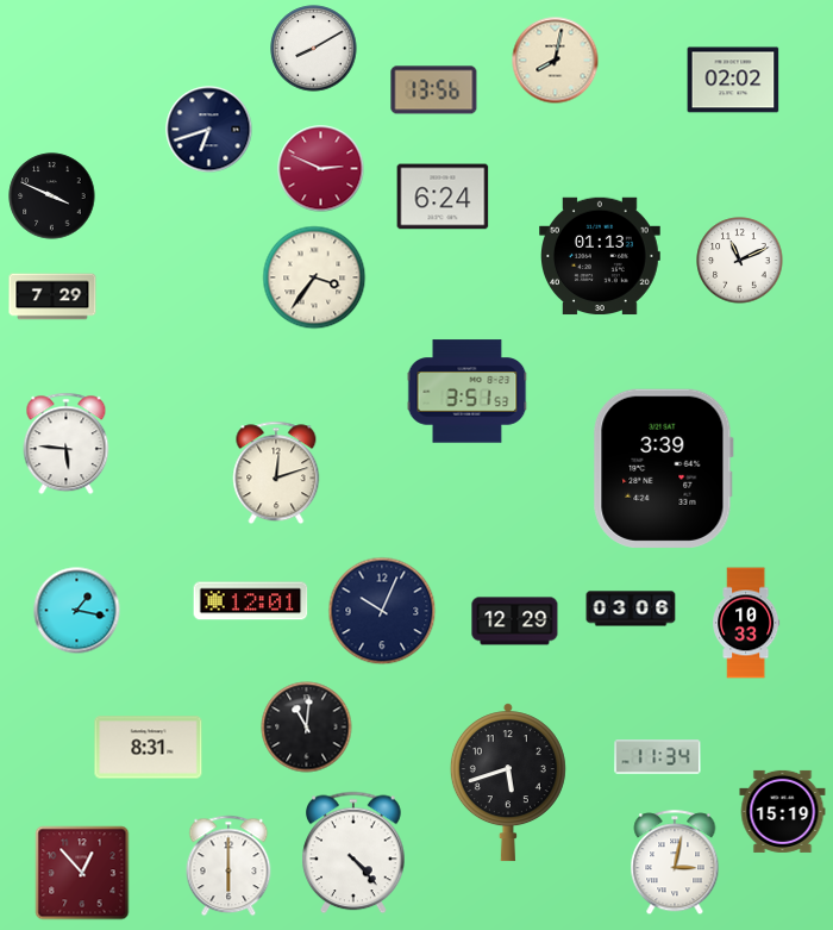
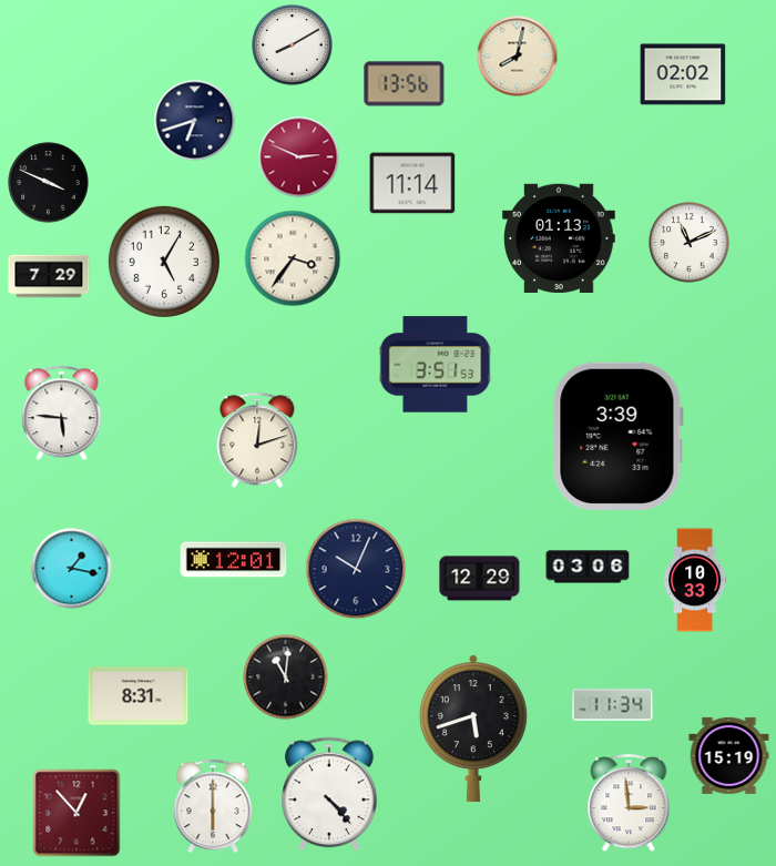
clock at (443, 196): 6:24 -> 11:14
clock at (164, 262): none -> 5:05
clock at (675, 863): 3:02 -> 2:59
